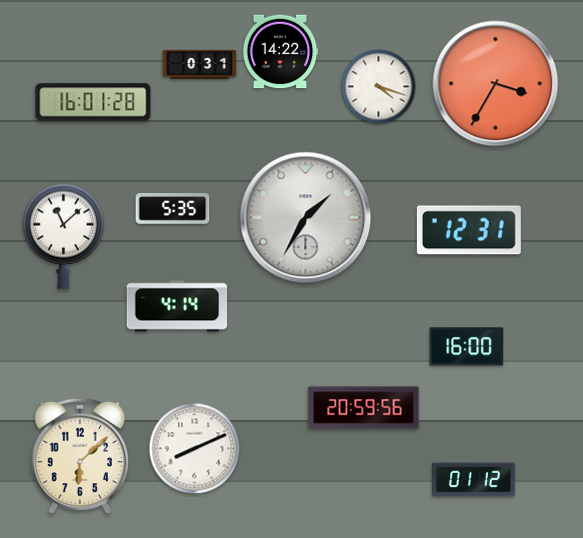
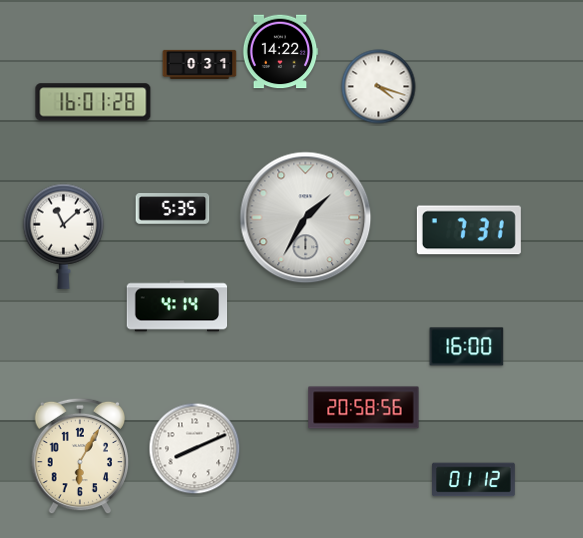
clock at (496, 84): 3:35 -> none
clock at (469, 230): 12:31 -> 7:31
clock at (364, 408): 20:59 -> 20:58
clock at (79, 456): 6:08 -> 6:05
